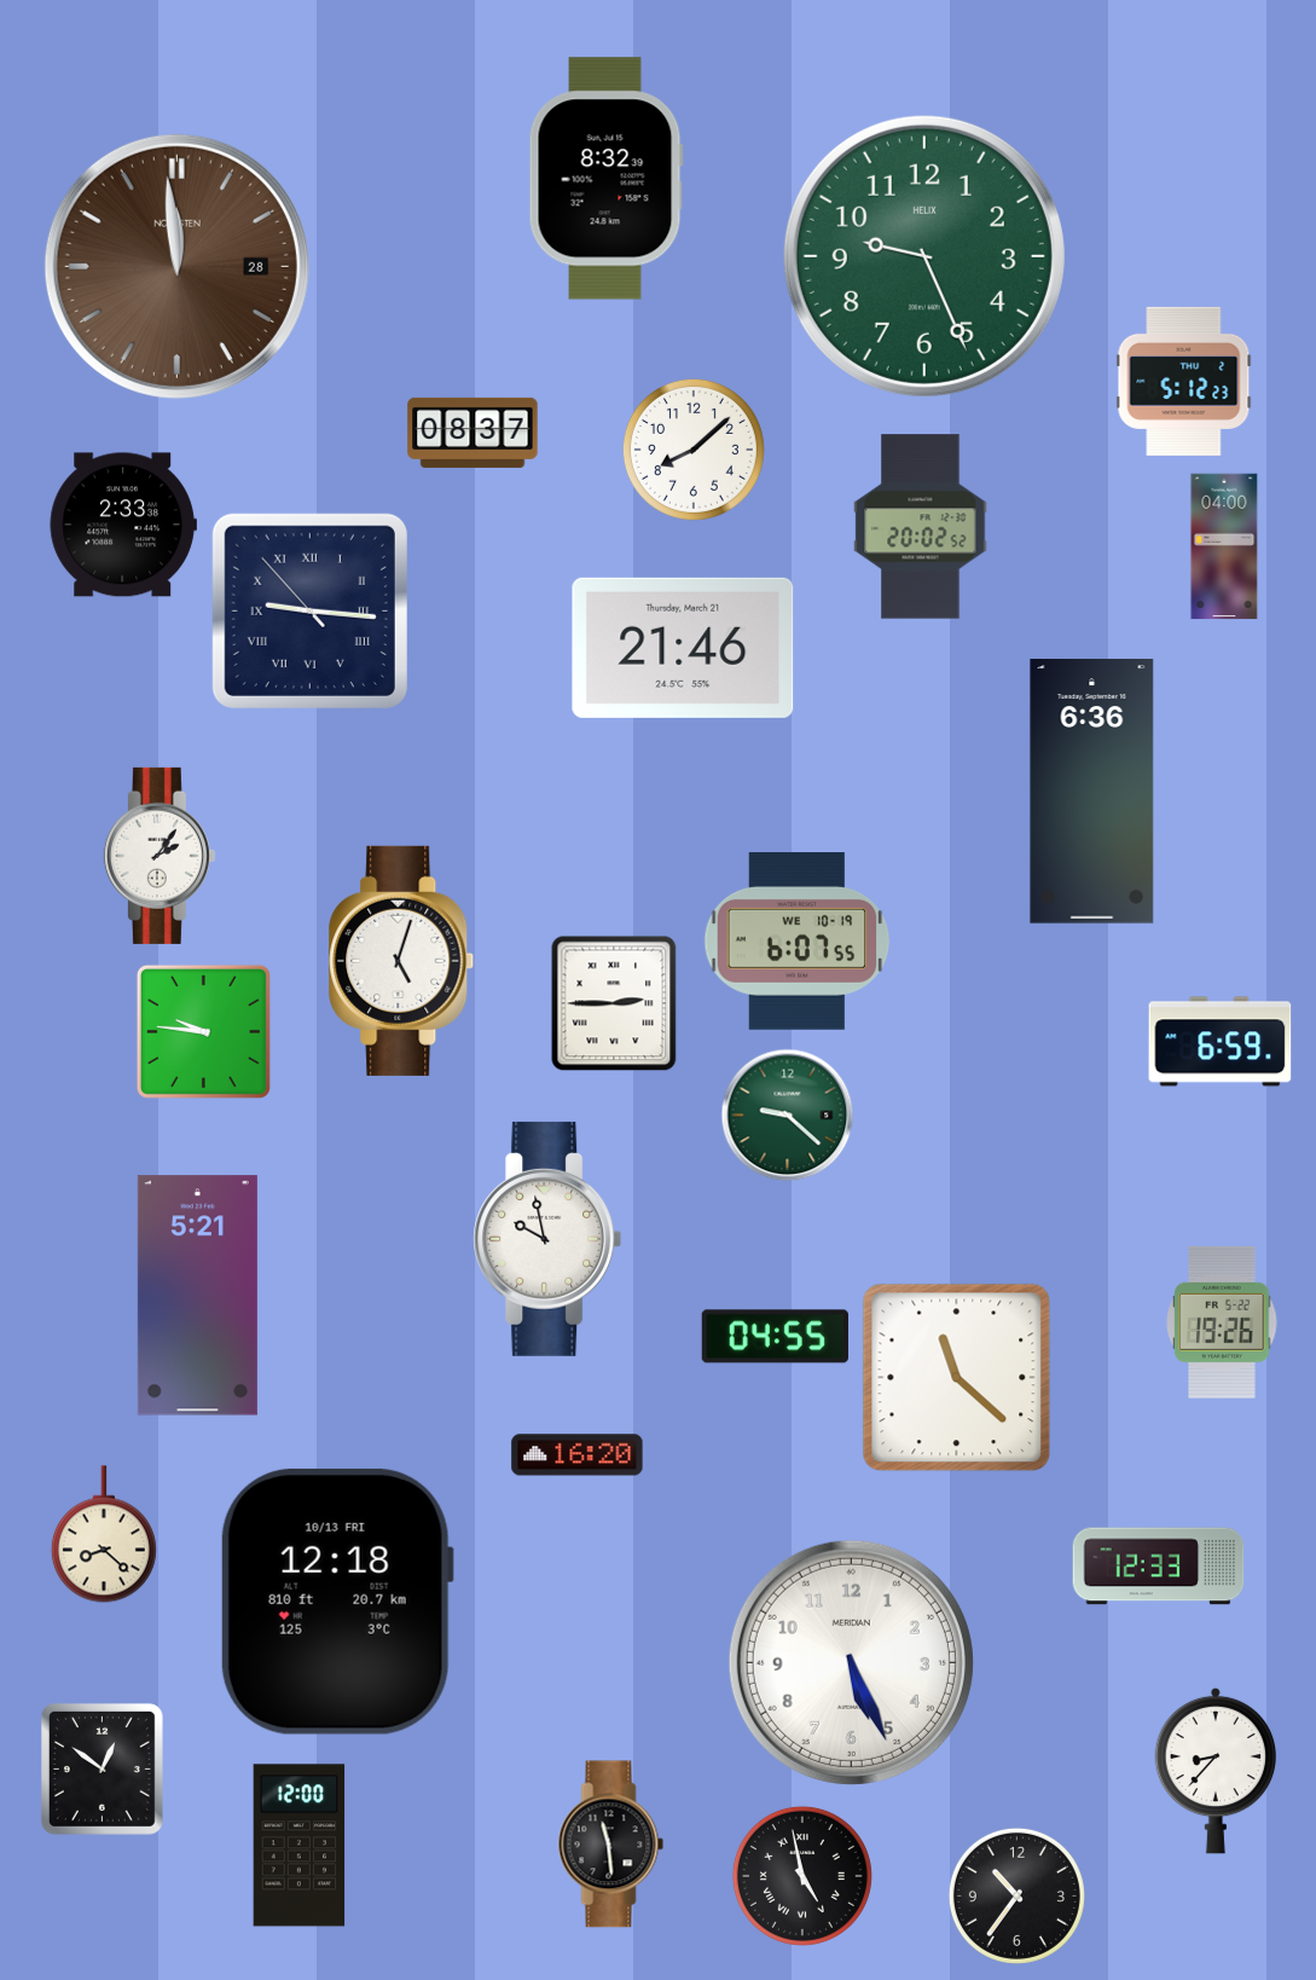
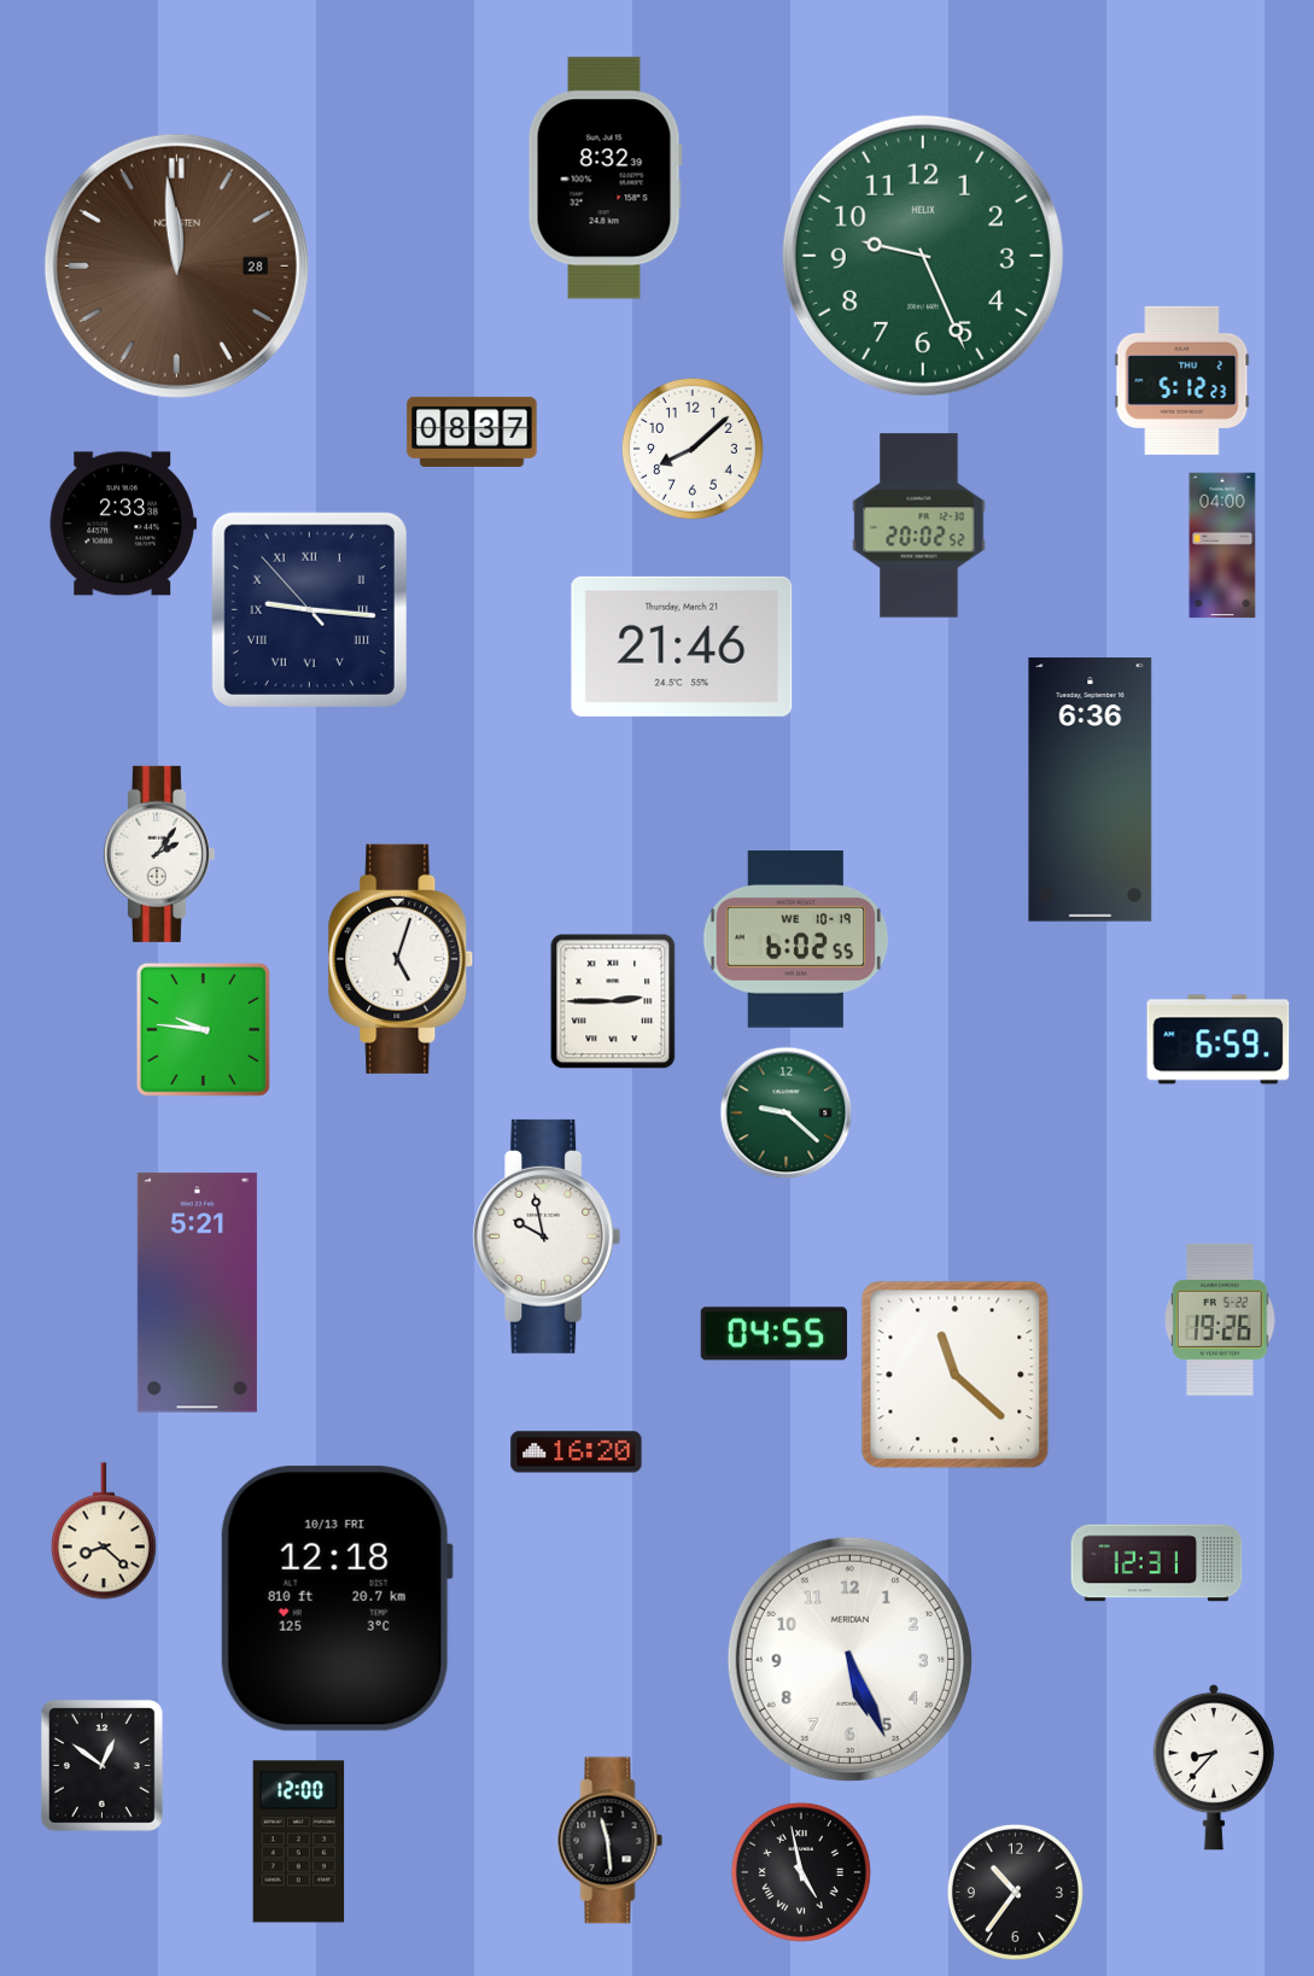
clock at (798, 942): 6:07 -> 6:02
clock at (1159, 1567): 12:33 -> 12:31
